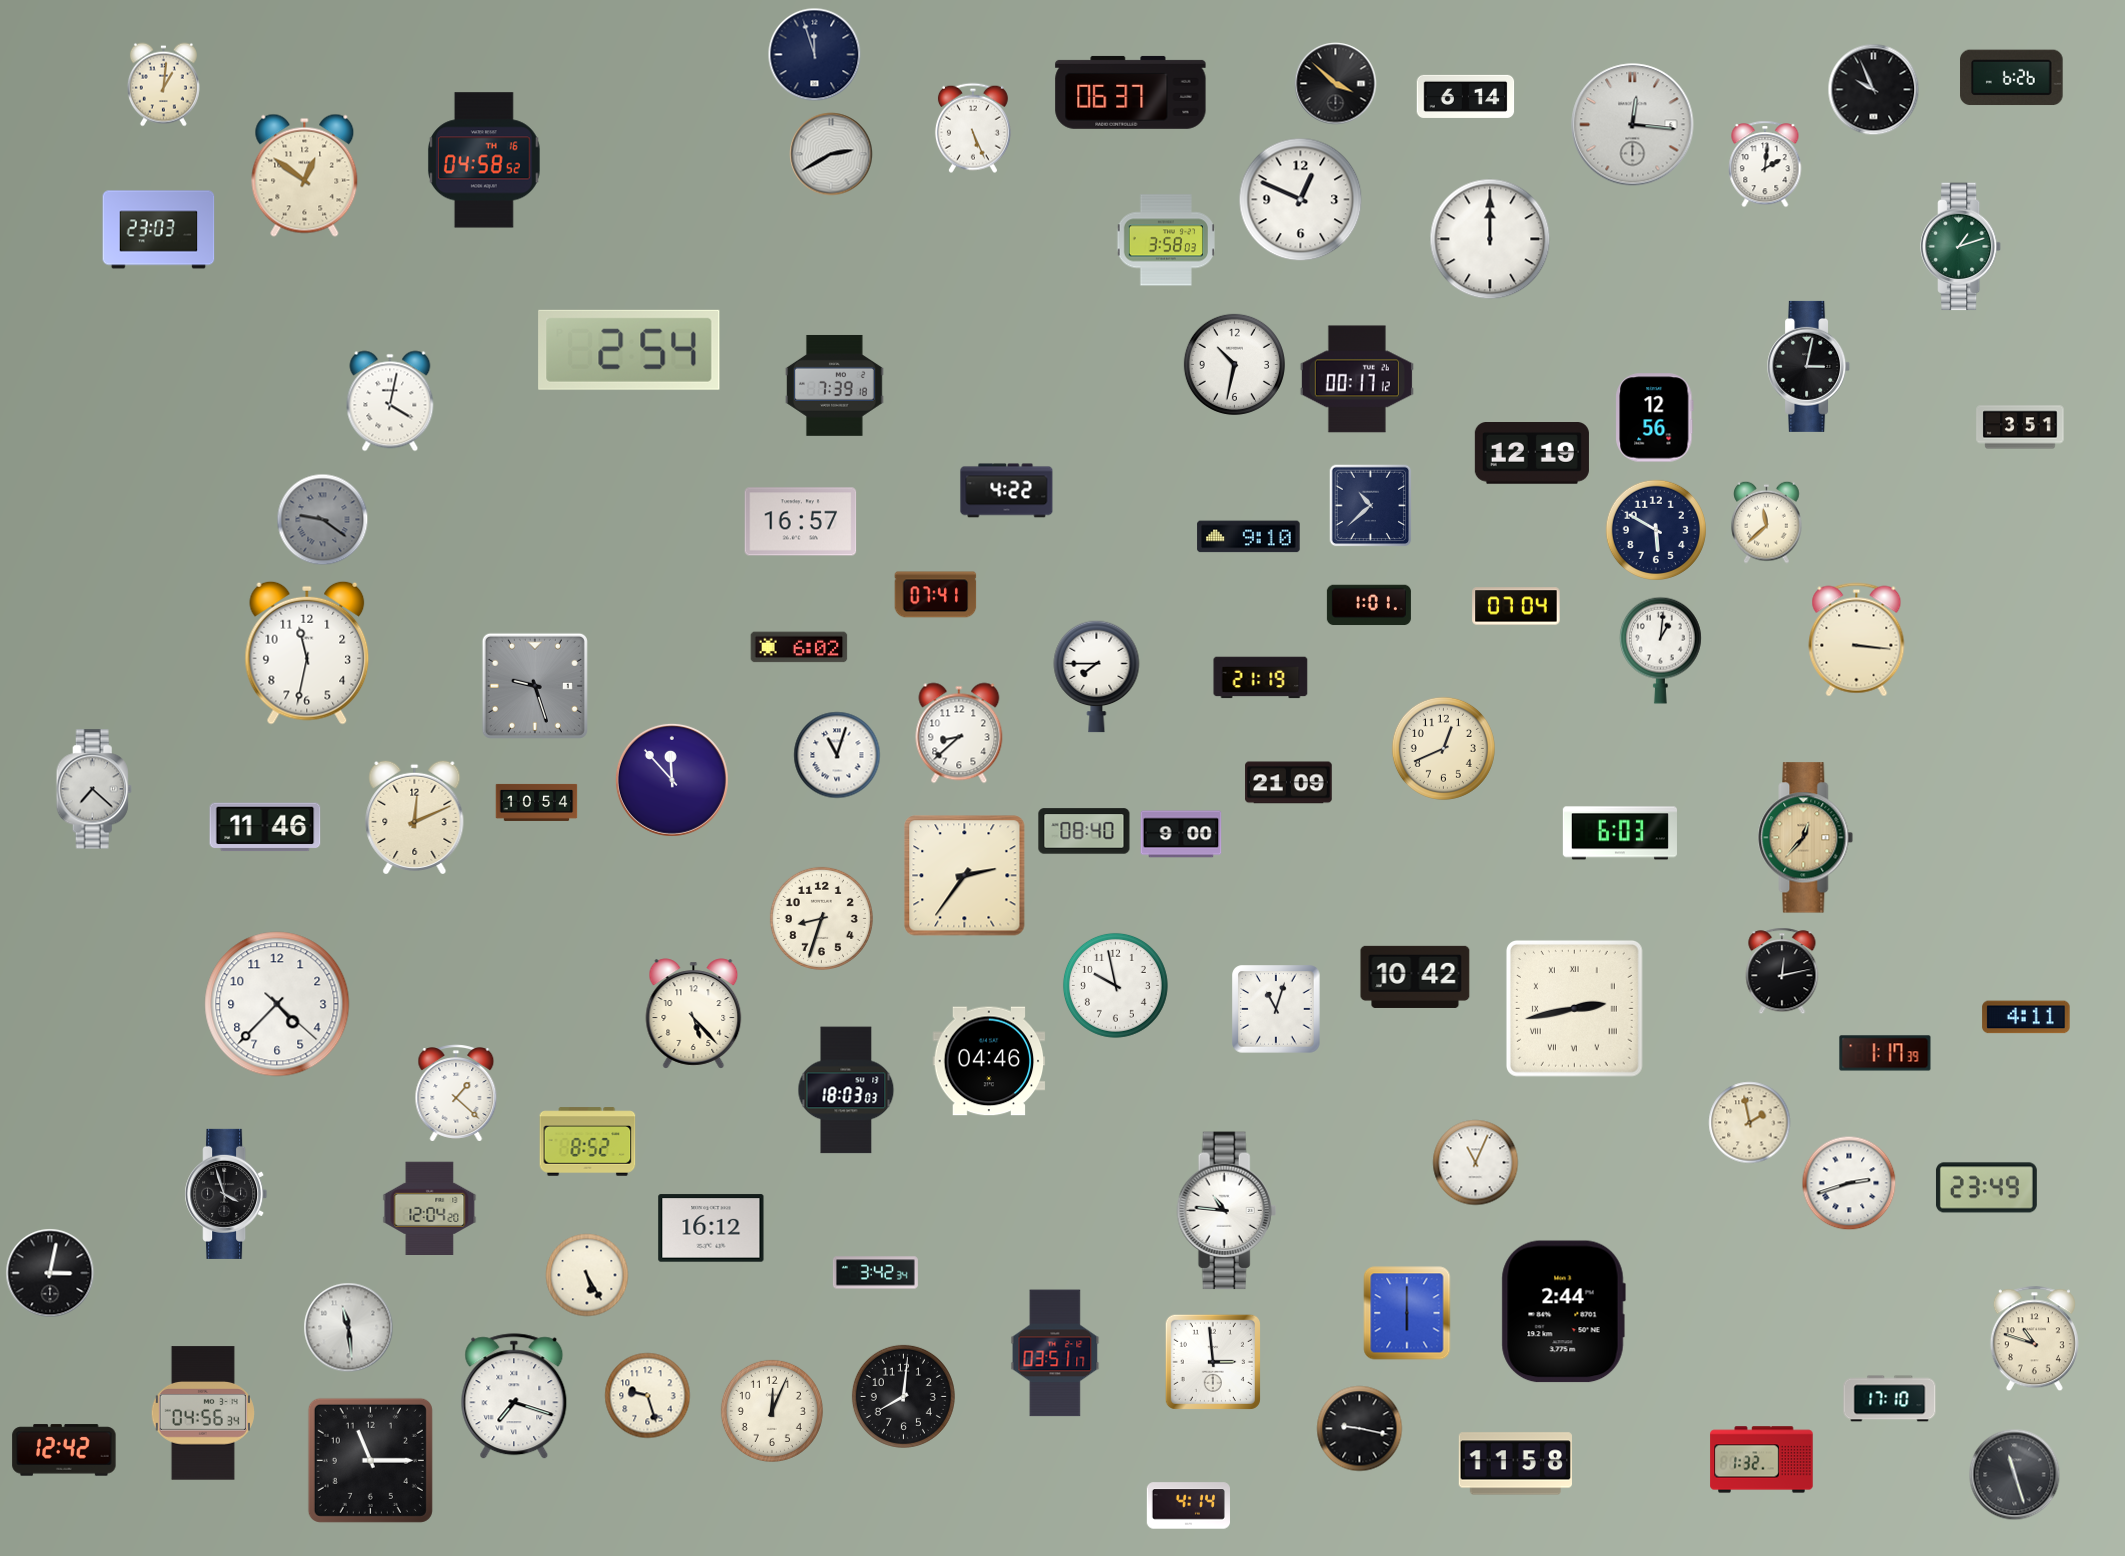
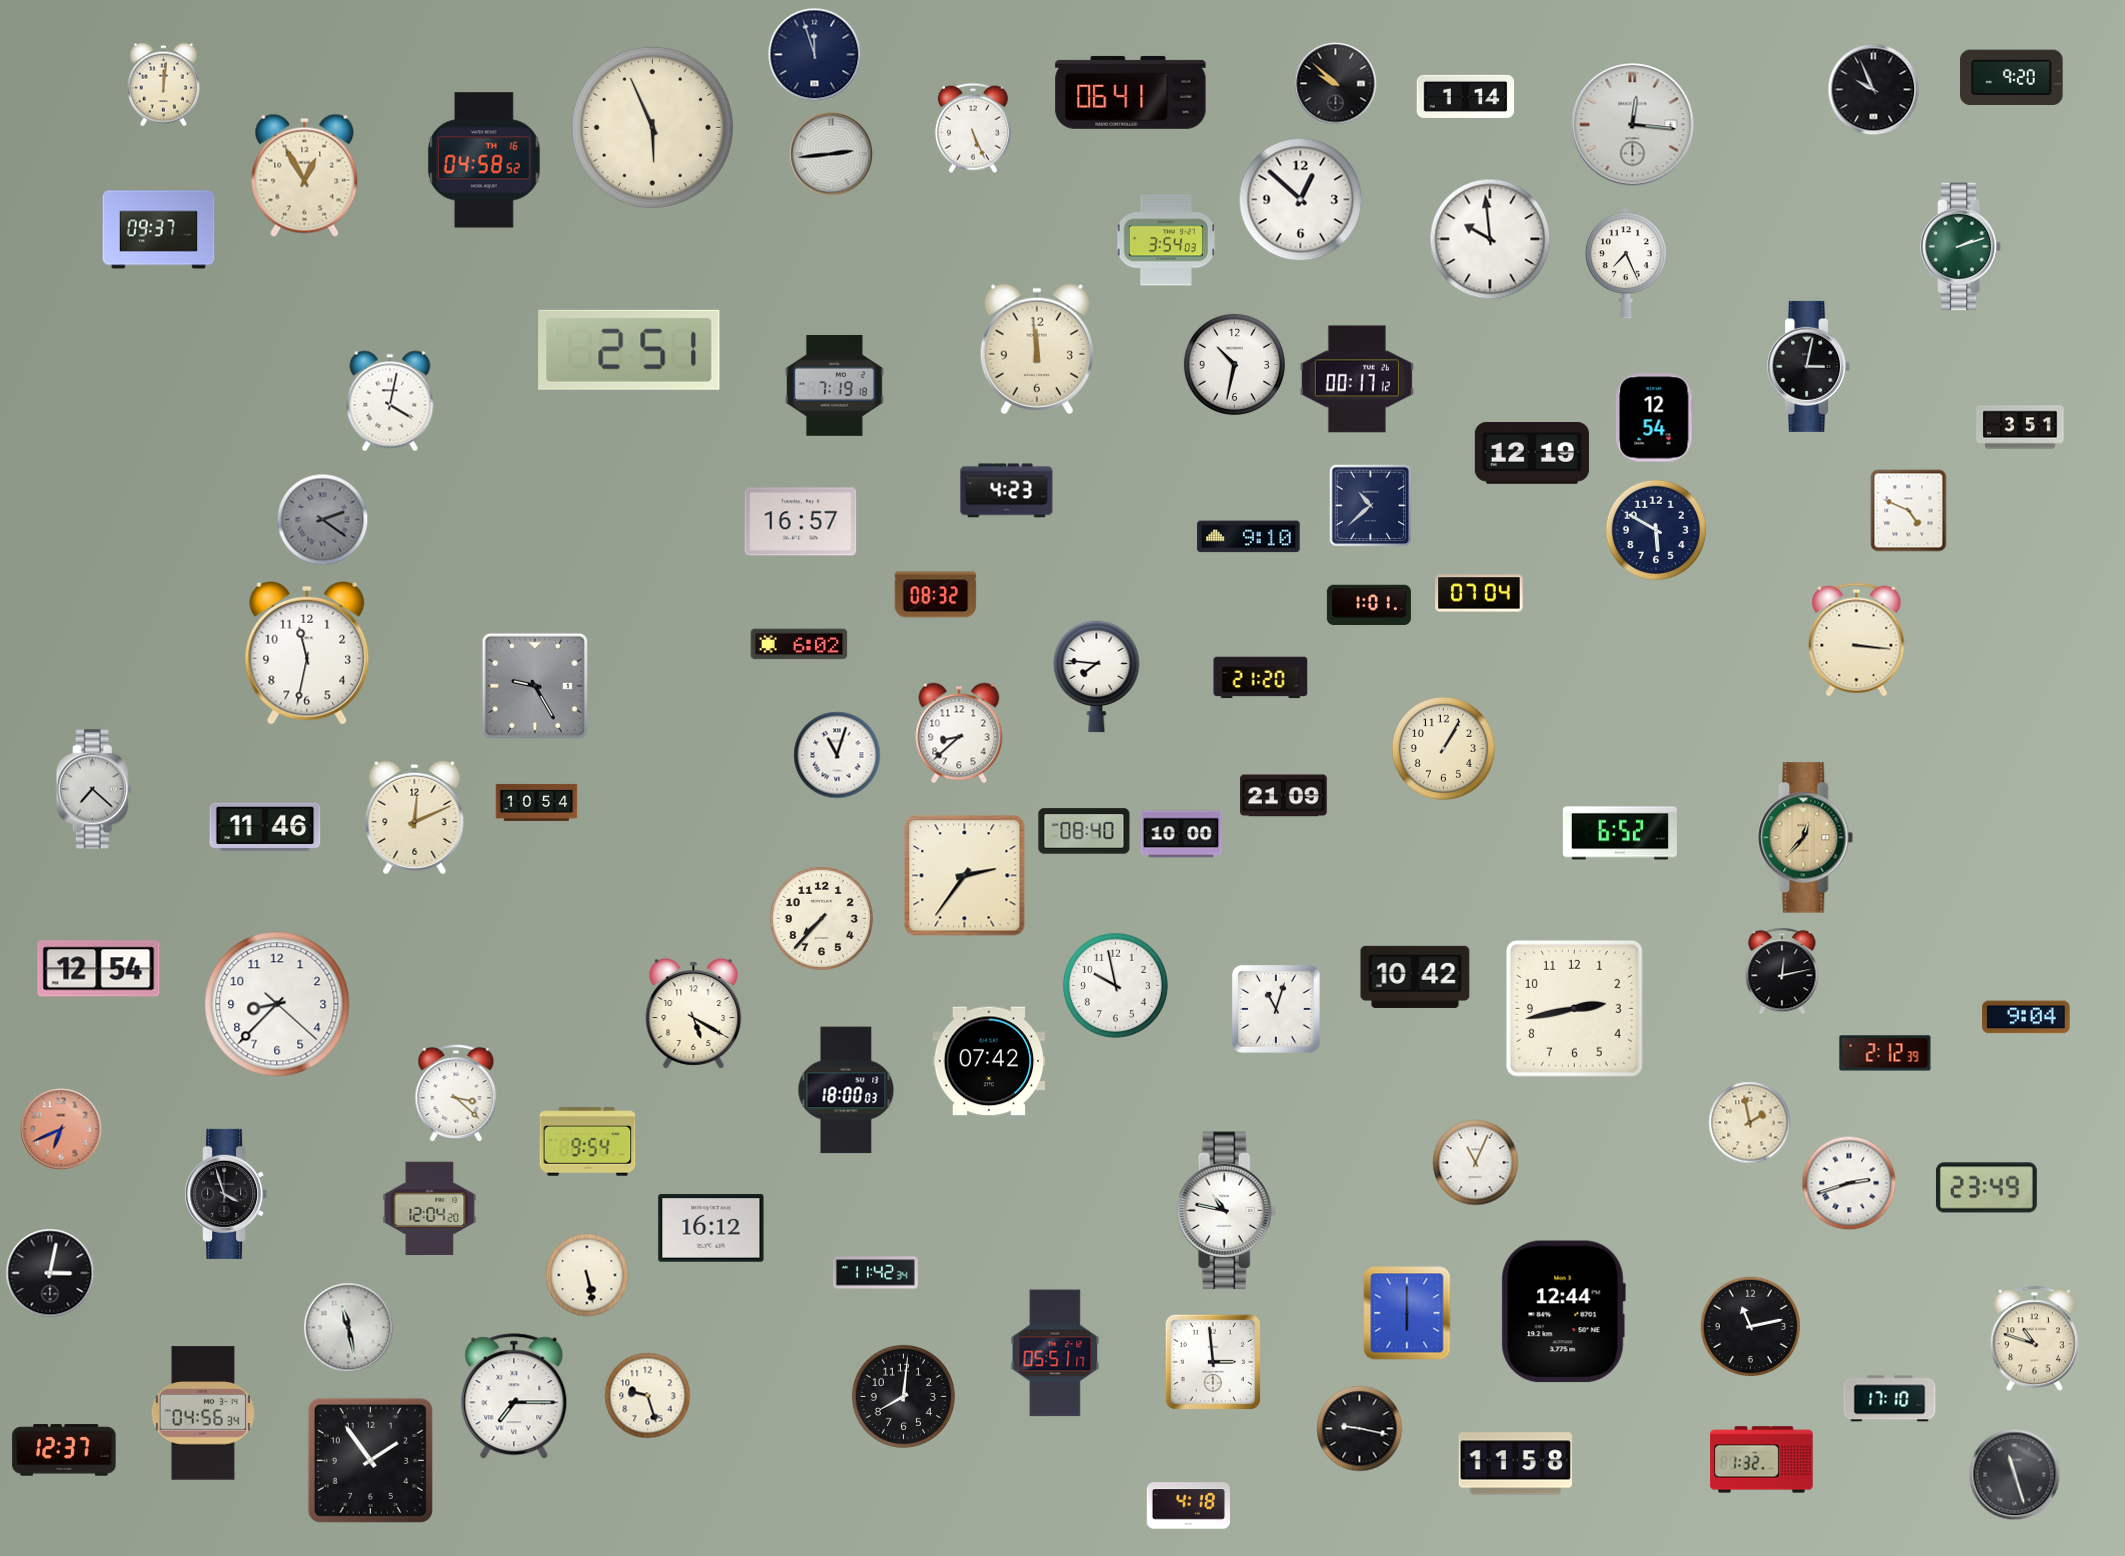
clock at (2012, 78): 6:26 -> 9:20
clock at (1336, 84): 3:52 -> 9:52
clock at (163, 85): 1:01 -> 12:01
clock at (1131, 92): 06:37 -> 06:41
clock at (1466, 96): 6:14 -> 1:14
clock at (652, 127): none -> 5:56
clock at (831, 154): 2:40 -> 2:44
clock at (1765, 164): 2:01 -> none
clock at (305, 175): 12:51 -> 12:55
clock at (1301, 200): 12:49 -> 12:52
clock at (159, 230): 23:03 -> 09:37
clock at (1490, 239): 12:00 -> 9:59
clock at (1165, 240): 3:58 -> 3:54
clock at (1962, 247): 1:12 -> 2:12
clock at (1626, 263): none -> 7:26
clock at (1037, 349): none -> 11:59
clock at (629, 350): 2:54 -> 2:51
clock at (834, 385): 7:39 -> 7:19
clock at (1655, 418): 12:56 -> 12:54
clock at (1007, 491): 4:22 -> 4:23
clock at (1909, 511): none -> 4:49
clock at (323, 520): 9:21 -> 2:21
clock at (1767, 522): 11:38 -> none
clock at (936, 595): 07:41 -> 08:32
clock at (1516, 606) position: (1516, 606) -> (1479, 593)
clock at (799, 647) position: (799, 647) -> (799, 644)
clock at (1660, 650): 1:01 -> none
clock at (1097, 676): 7:45 -> 7:46
clock at (1261, 678): 21:19 -> 21:20
clock at (535, 686): 9:27 -> 9:25
clock at (1443, 748): 12:41 -> 1:05
clock at (672, 780): 11:53 -> none
clock at (1289, 783) position: (1289, 783) -> (1284, 796)
clock at (1620, 833): 6:03 -> 6:52
clock at (1181, 834): 9:00 -> 10:00
clock at (821, 918): 8:33 -> 7:37
clock at (99, 969): none -> 12:54
clock at (277, 1004): 4:37 -> 8:37
clock at (1574, 1008) numerals: Roman -> Arabic
clock at (694, 1014): 5:23 -> 5:20
clock at (2026, 1017): 4:11 -> 9:04
clock at (1885, 1053): 1:17 -> 2:12
clock at (989, 1061): 04:46 -> 07:42
clock at (846, 1090): 18:03 -> 18:00
clock at (456, 1093): 1:22 -> 3:22
clock at (61, 1129): none -> 6:41
clock at (588, 1142): 8:52 -> 9:54
clock at (1227, 1211): 10:46 -> 10:47
clock at (875, 1273): 3:42 -> 11:42
clock at (587, 1275): 5:25 -> 5:28
clock at (1563, 1312): 2:44 -> 12:44
clock at (1751, 1327): none -> 11:13
clock at (349, 1328): 11:29 -> 11:28
clock at (1055, 1353): 03:51 -> 05:51
clock at (514, 1397): 7:18 -> 7:15
clock at (772, 1411): 12:04 -> none
clock at (64, 1450): 12:42 -> 12:37
clock at (370, 1460): 11:15 -> 1:54
clock at (1188, 1506): 4:14 -> 4:18
